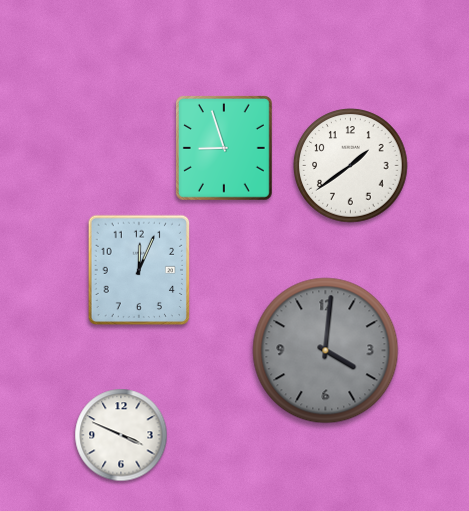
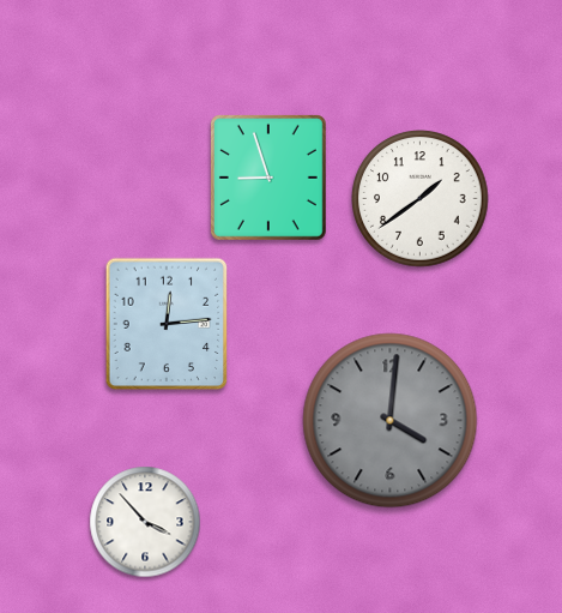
clock at (139, 270): 12:04 -> 12:14
clock at (121, 435): 3:49 -> 3:53
